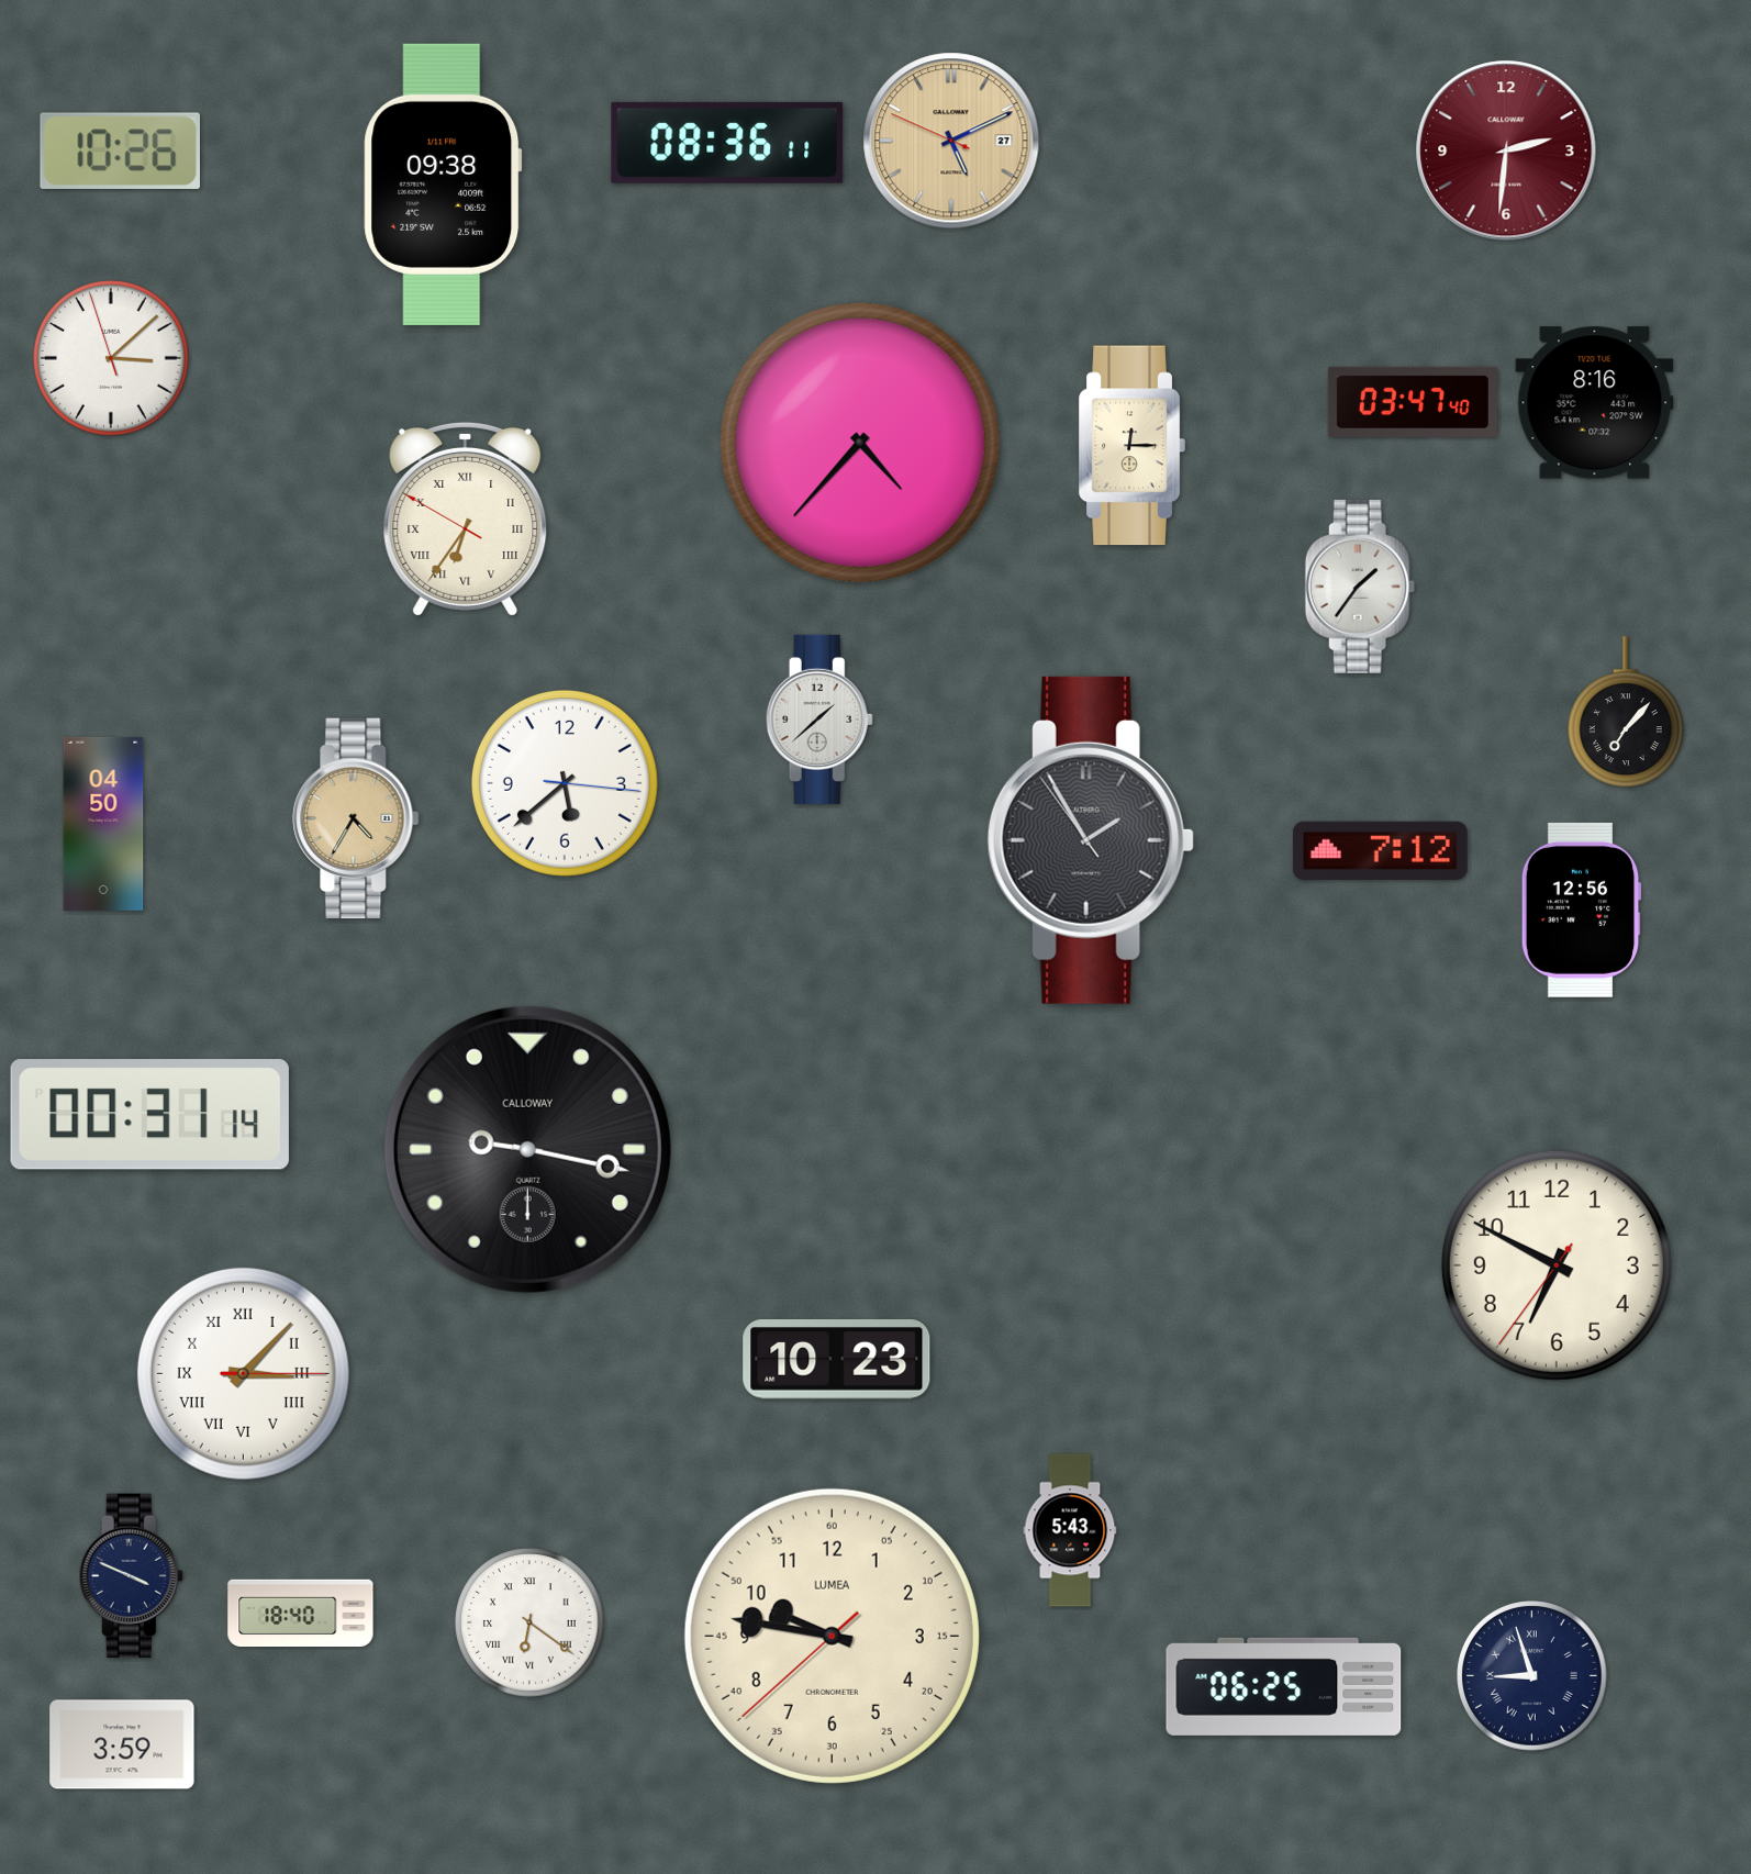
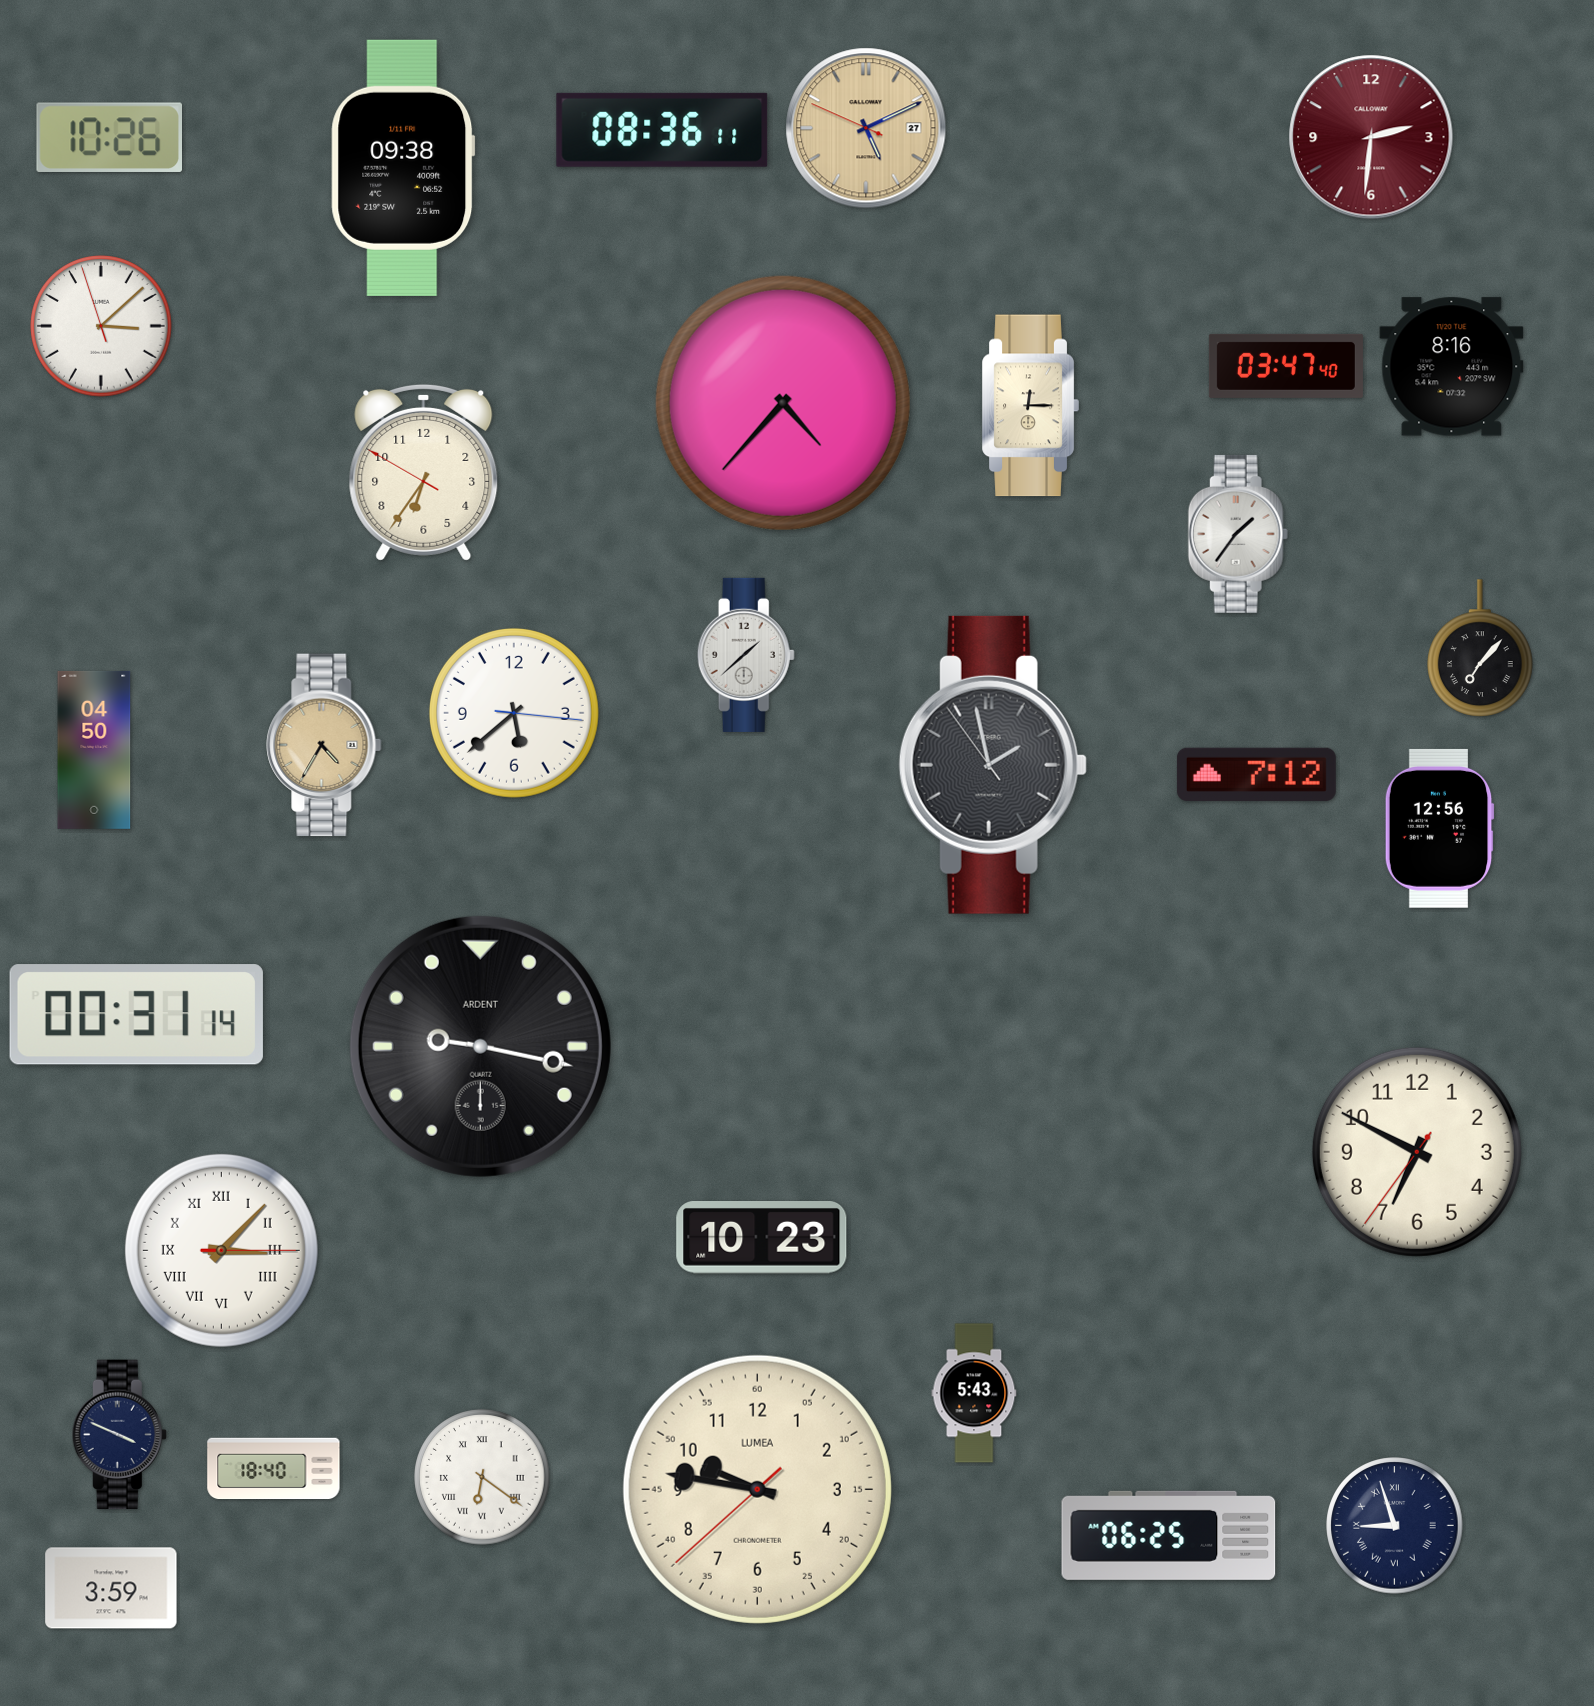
clock at (466, 518) numerals: Roman -> Arabic
clock at (1091, 840): 1:54 -> 1:57
clock at (527, 1149) brand: CALLOWAY -> ARDENT
